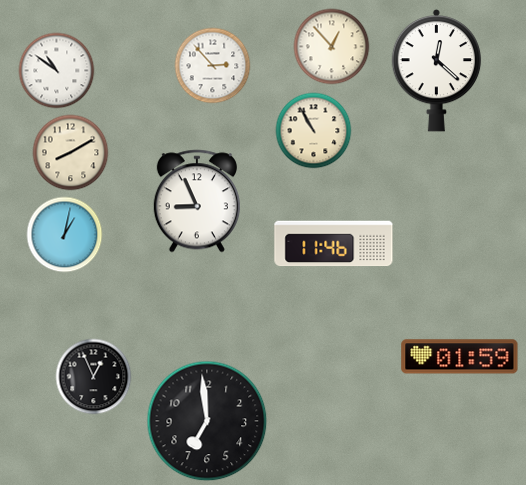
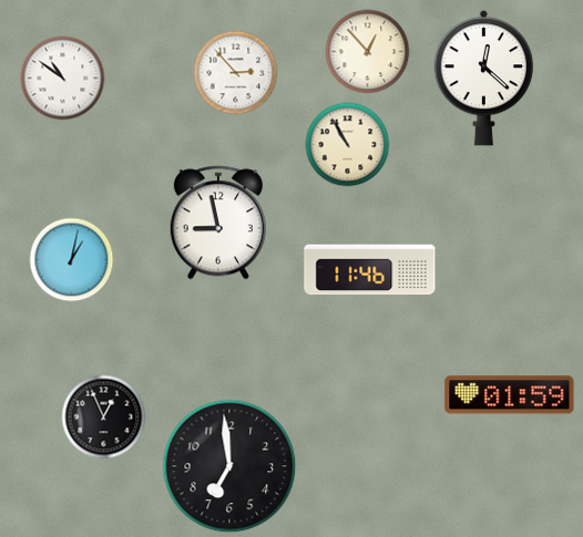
clock at (71, 153): 8:10 -> none
clock at (197, 201): 8:56 -> 8:58
